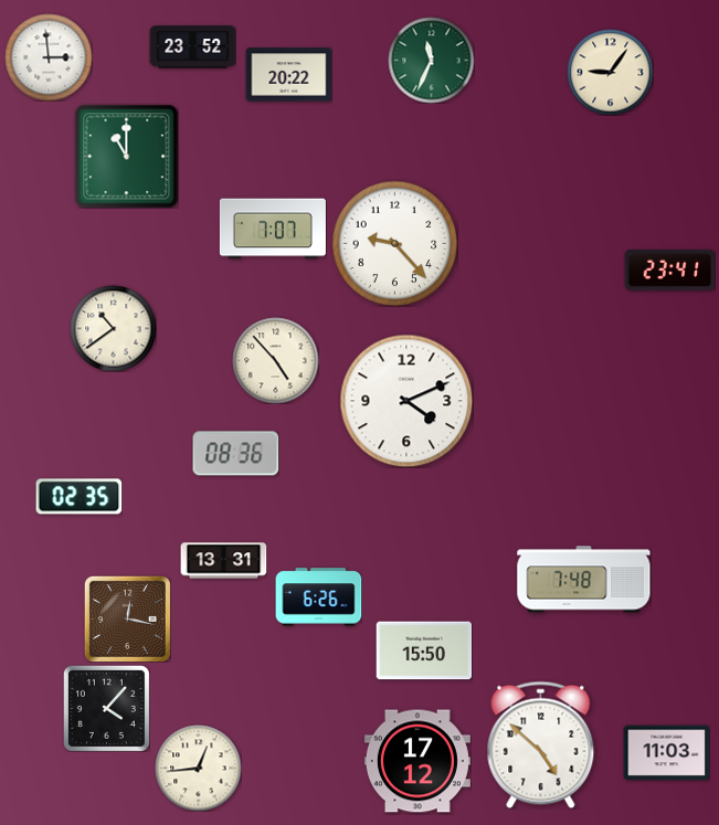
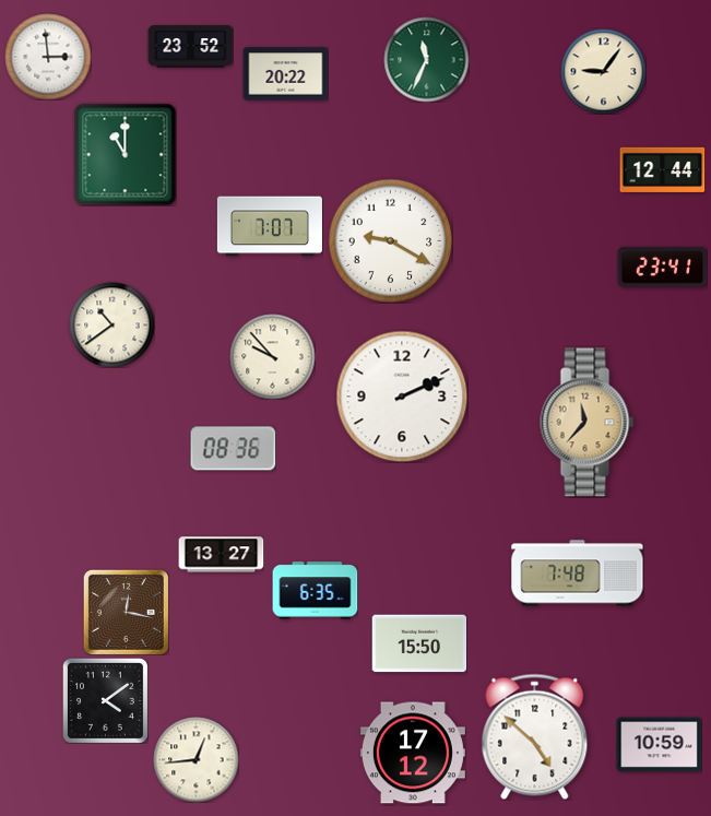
clock at (662, 169): none -> 12:44
clock at (394, 243): 9:23 -> 9:20
clock at (275, 360): 4:53 -> 9:53
clock at (406, 401): 4:11 -> 2:11
clock at (588, 423): none -> 11:37
clock at (78, 497): 02:35 -> none
clock at (223, 561): 13:31 -> 13:27
clock at (318, 597): 6:26 -> 6:35
clock at (106, 708): 4:07 -> 4:09
clock at (666, 753): 11:03 -> 10:59
